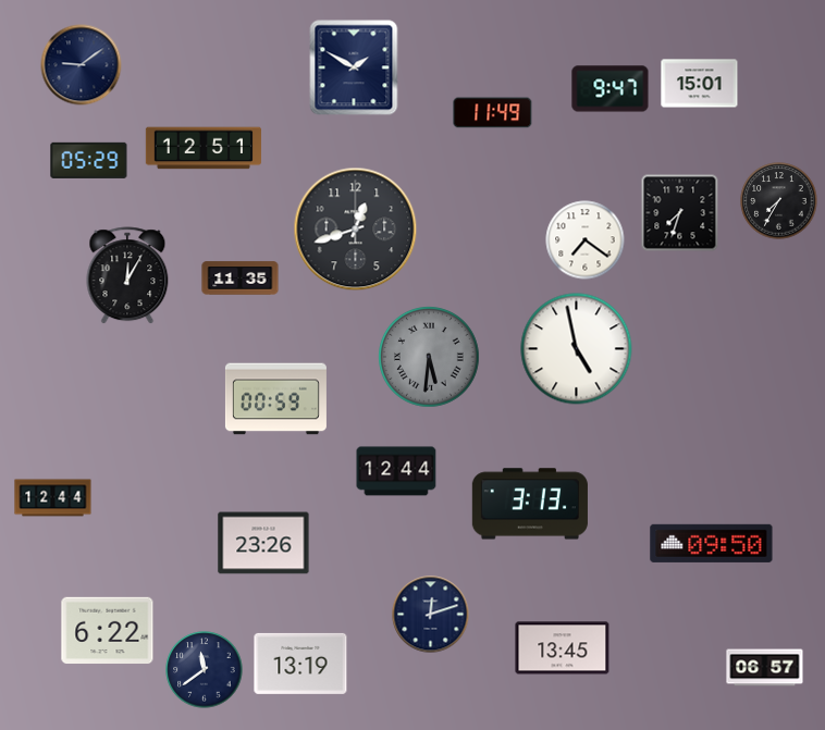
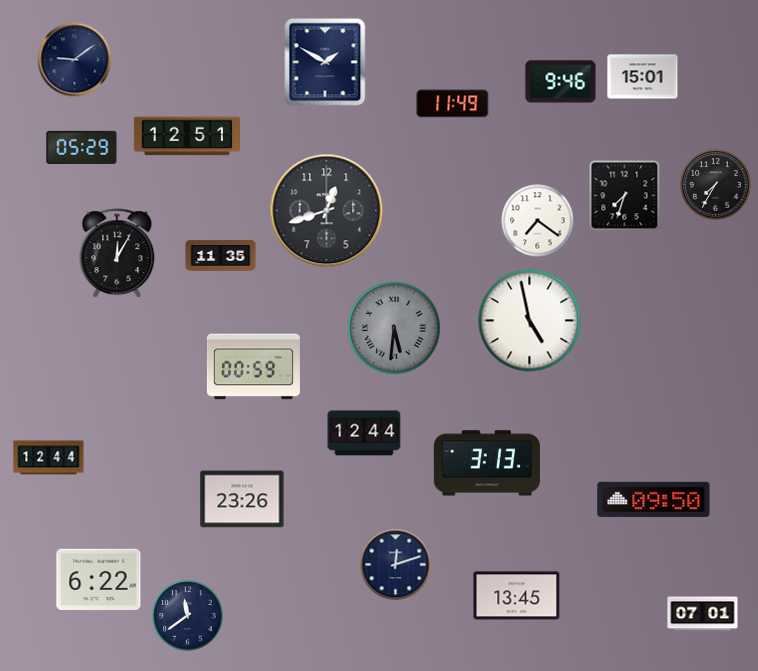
clock at (611, 89): 9:47 -> 9:46
clock at (300, 664): 13:19 -> none
clock at (765, 668): 06:57 -> 07:01
